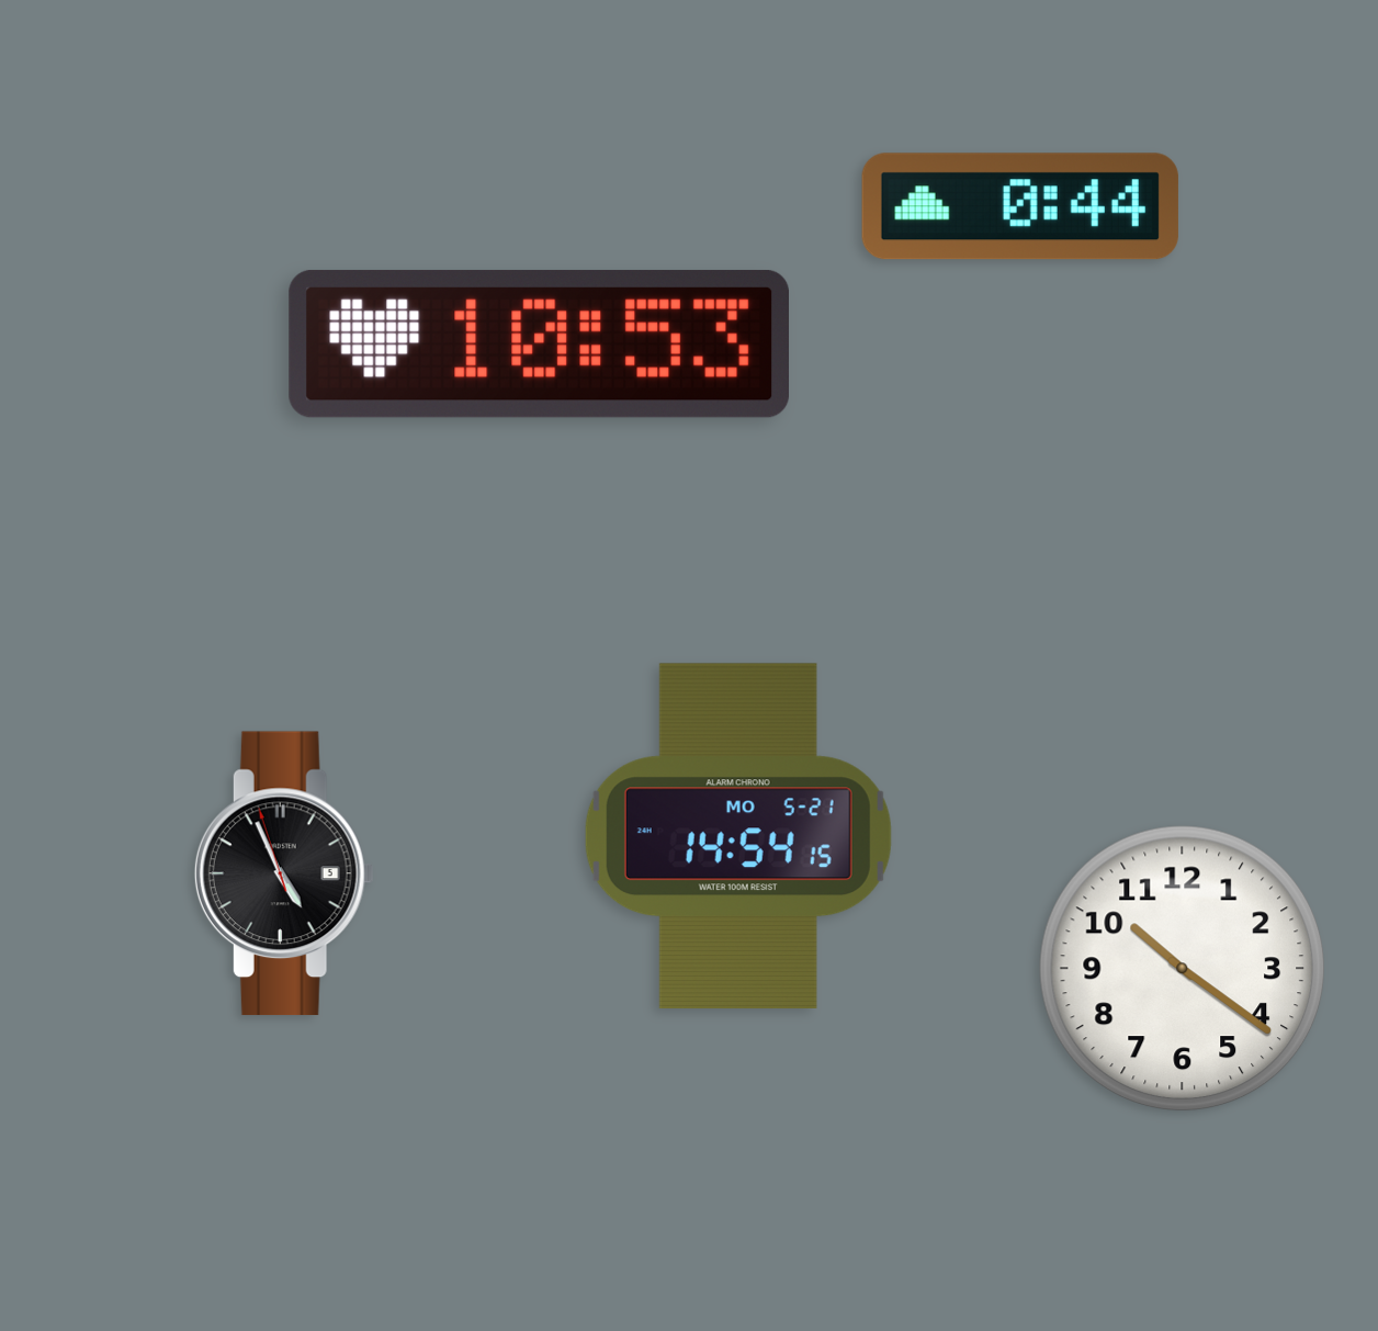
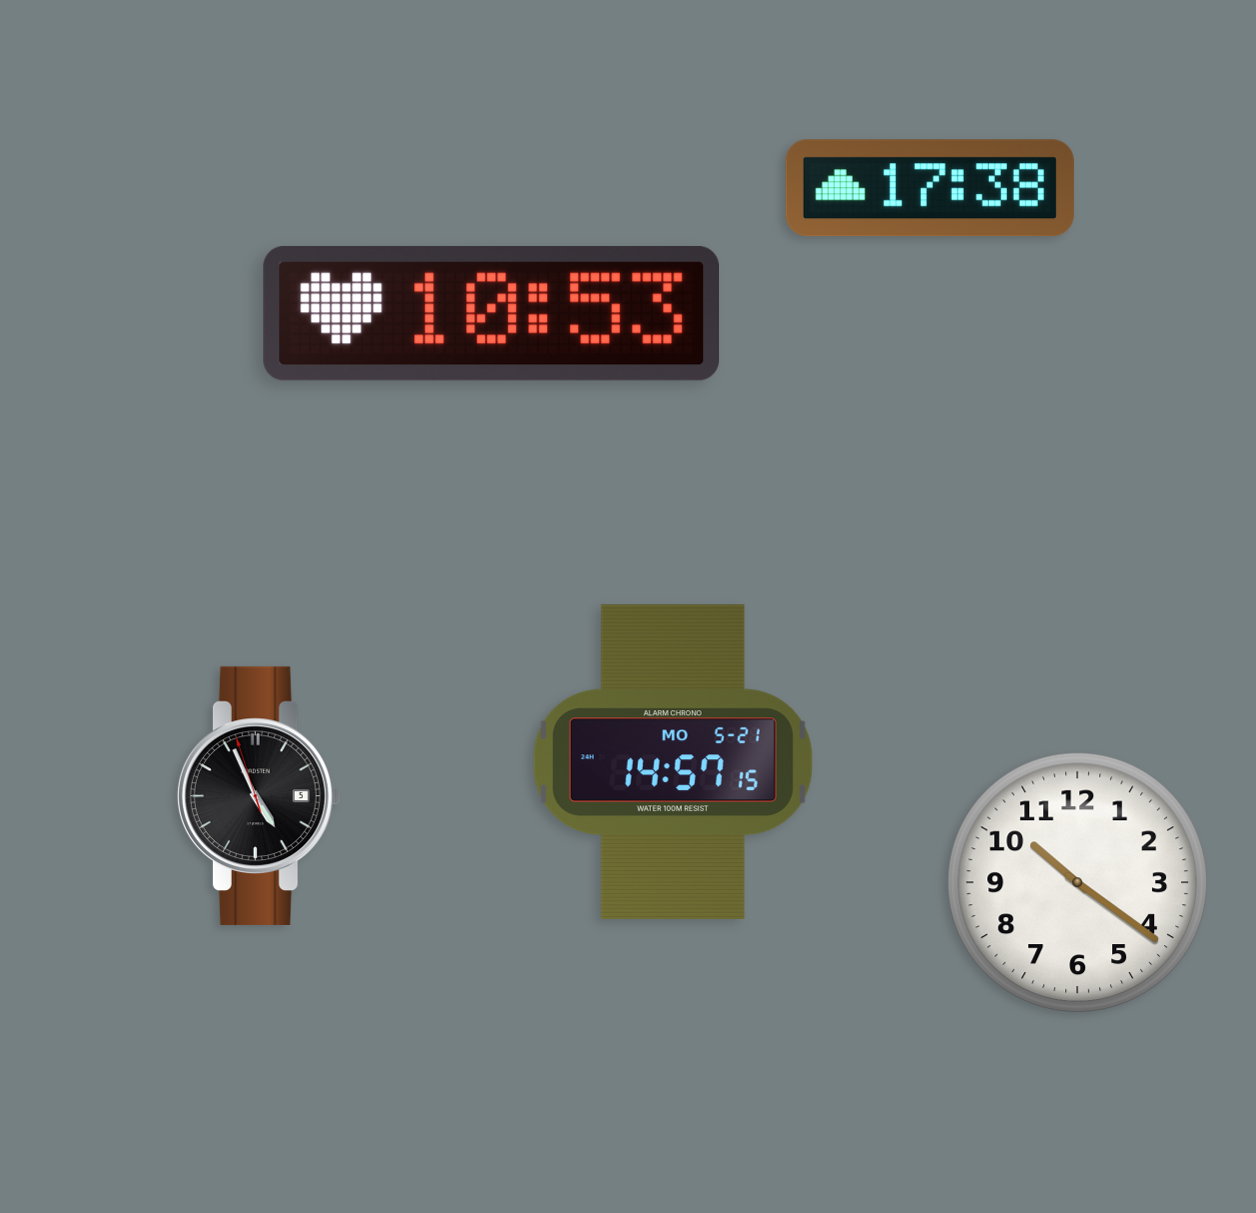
clock at (1020, 206): 0:44 -> 17:38
clock at (738, 835): 14:54 -> 14:57
